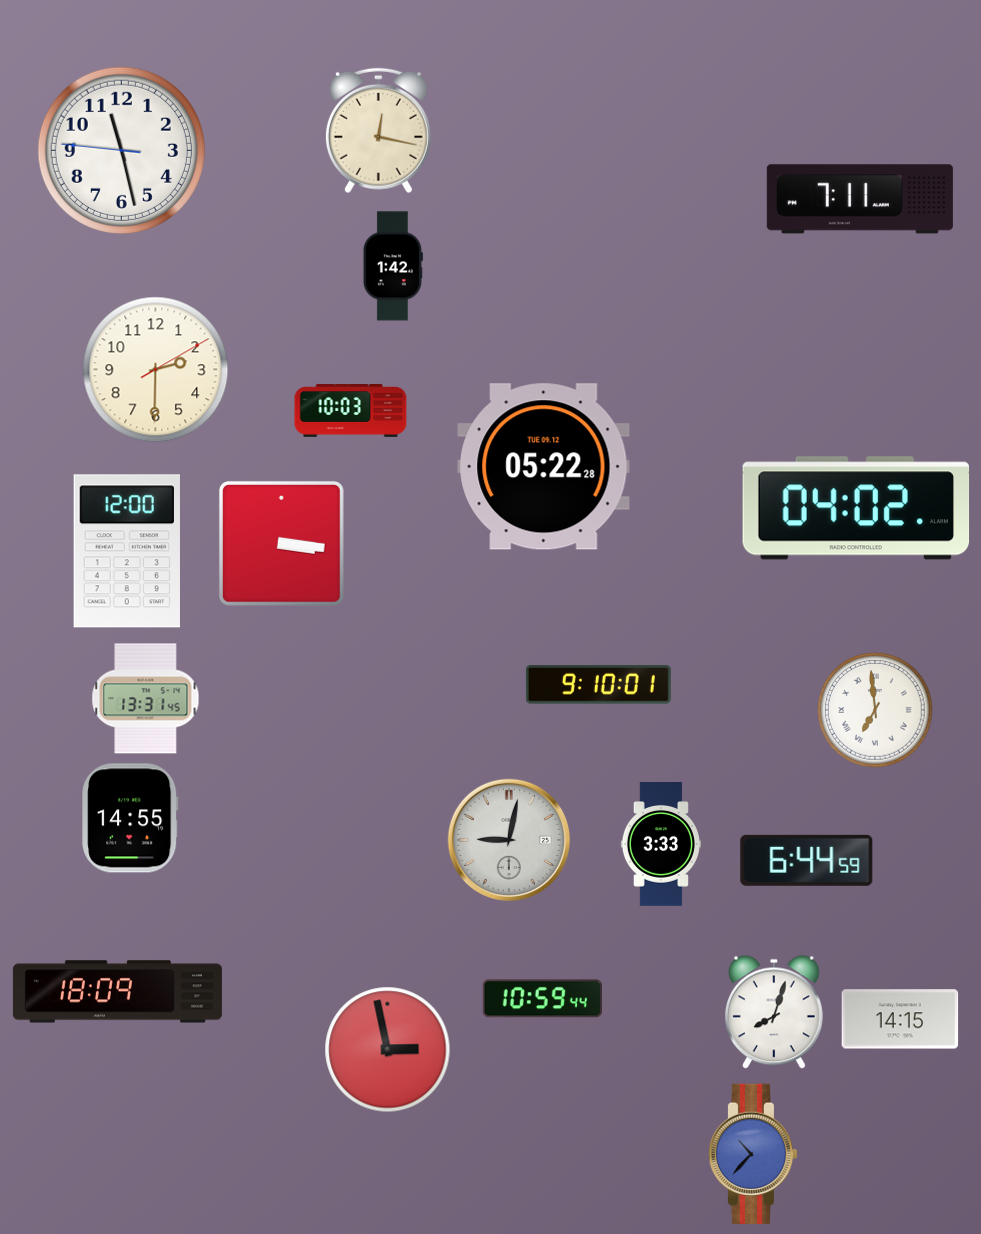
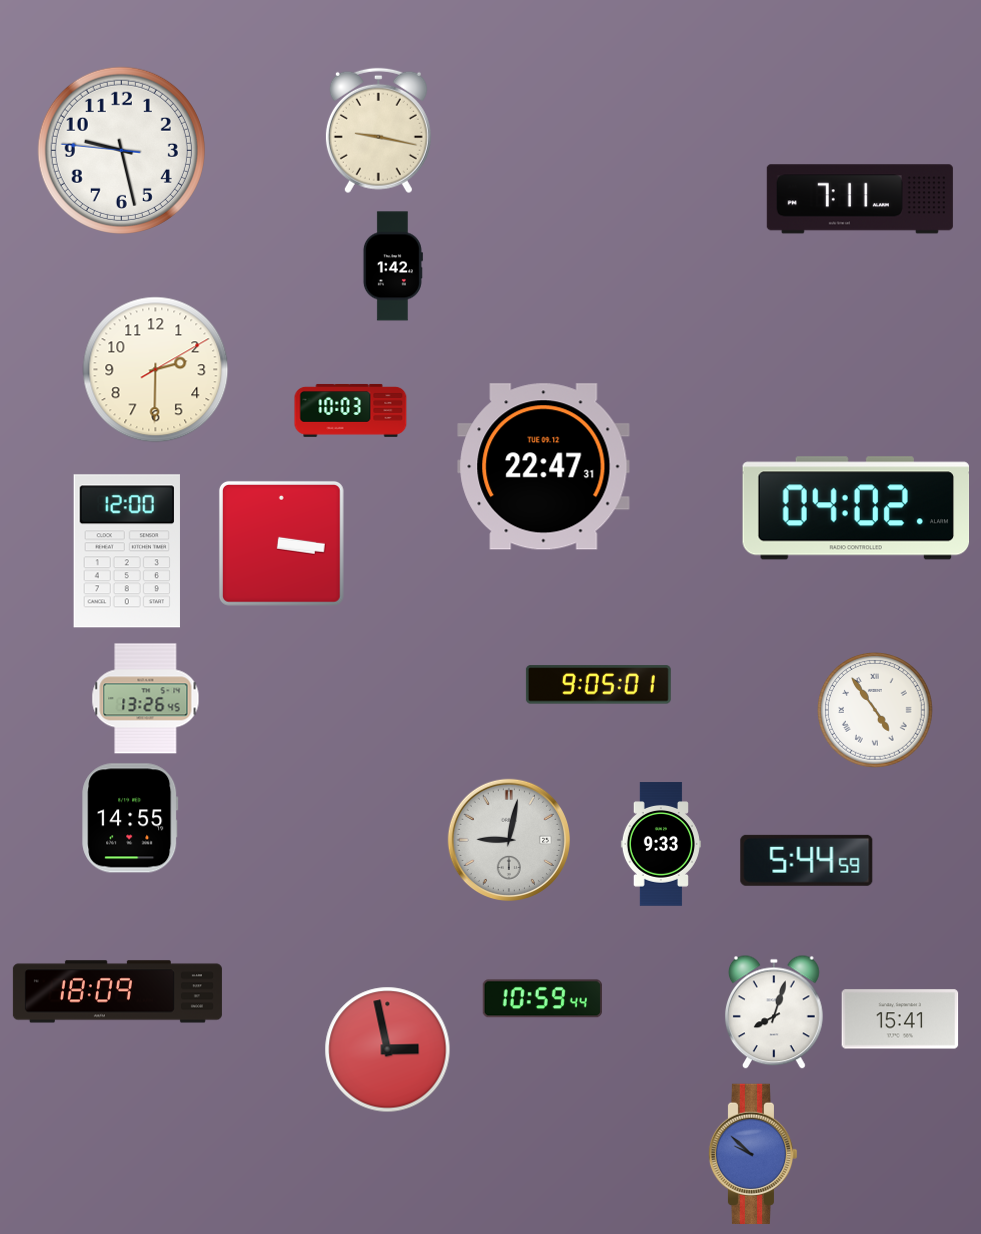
clock at (378, 131): 12:17 -> 9:17
clock at (121, 150): 11:27 -> 9:27
clock at (544, 467): 05:22 -> 22:47
clock at (598, 685): 9:10 -> 9:05
clock at (146, 699): 13:31 -> 13:26
clock at (876, 711): 6:59 -> 4:54
clock at (661, 844): 3:33 -> 9:33
clock at (807, 860): 6:44 -> 5:44
clock at (900, 1019): 14:15 -> 15:41
clock at (753, 1153): 10:37 -> 9:52
